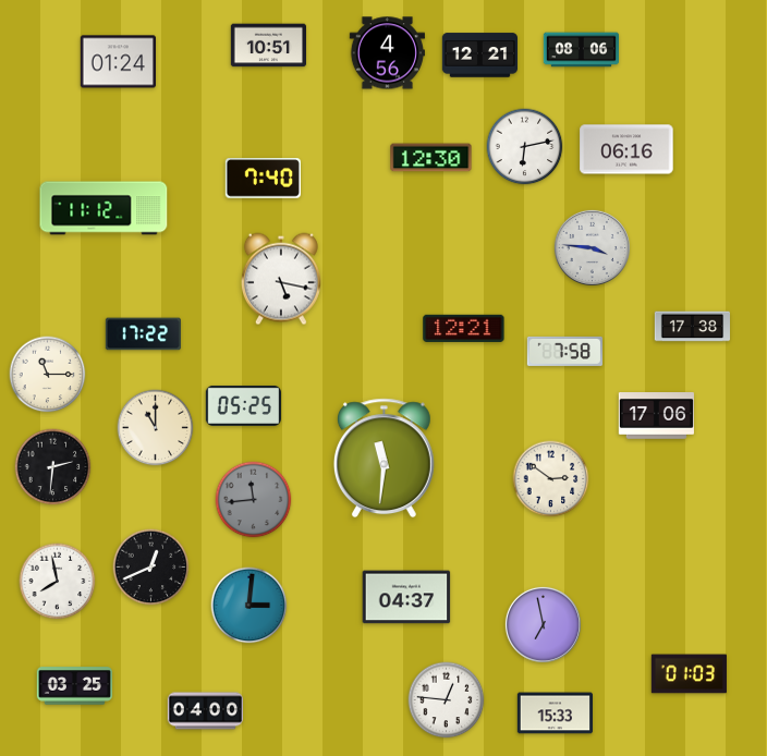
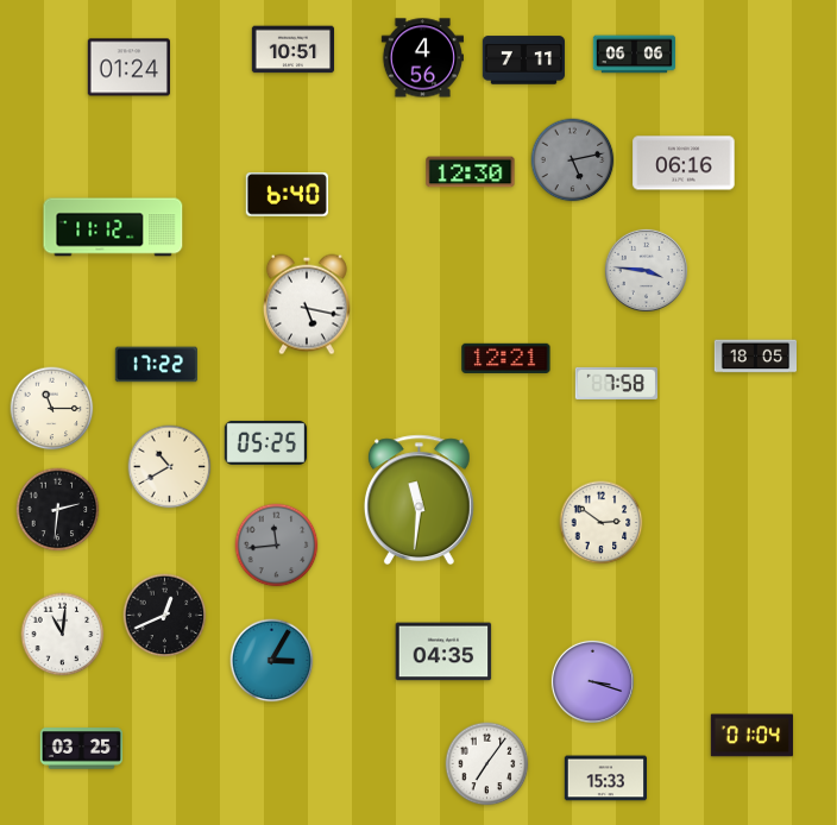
clock at (582, 50): 08:06 -> 06:06
clock at (479, 56): 12:21 -> 7:11
clock at (525, 147): 6:13 -> 5:13
clock at (525, 147) dial: white -> grey
clock at (263, 179): 7:40 -> 6:40
clock at (692, 327): 17:38 -> 18:05
clock at (656, 416): 17:06 -> none
clock at (156, 428): 11:00 -> 10:40
clock at (151, 568) position: (151, 568) -> (165, 616)
clock at (58, 582): 7:58 -> 11:01
clock at (406, 597): 04:37 -> 04:35
clock at (249, 606): 3:01 -> 3:05
clock at (543, 624): 6:58 -> 3:18
clock at (689, 674): 01:03 -> 01:04
clock at (447, 700): 12:46 -> 7:06
clock at (205, 711): 04:00 -> none
